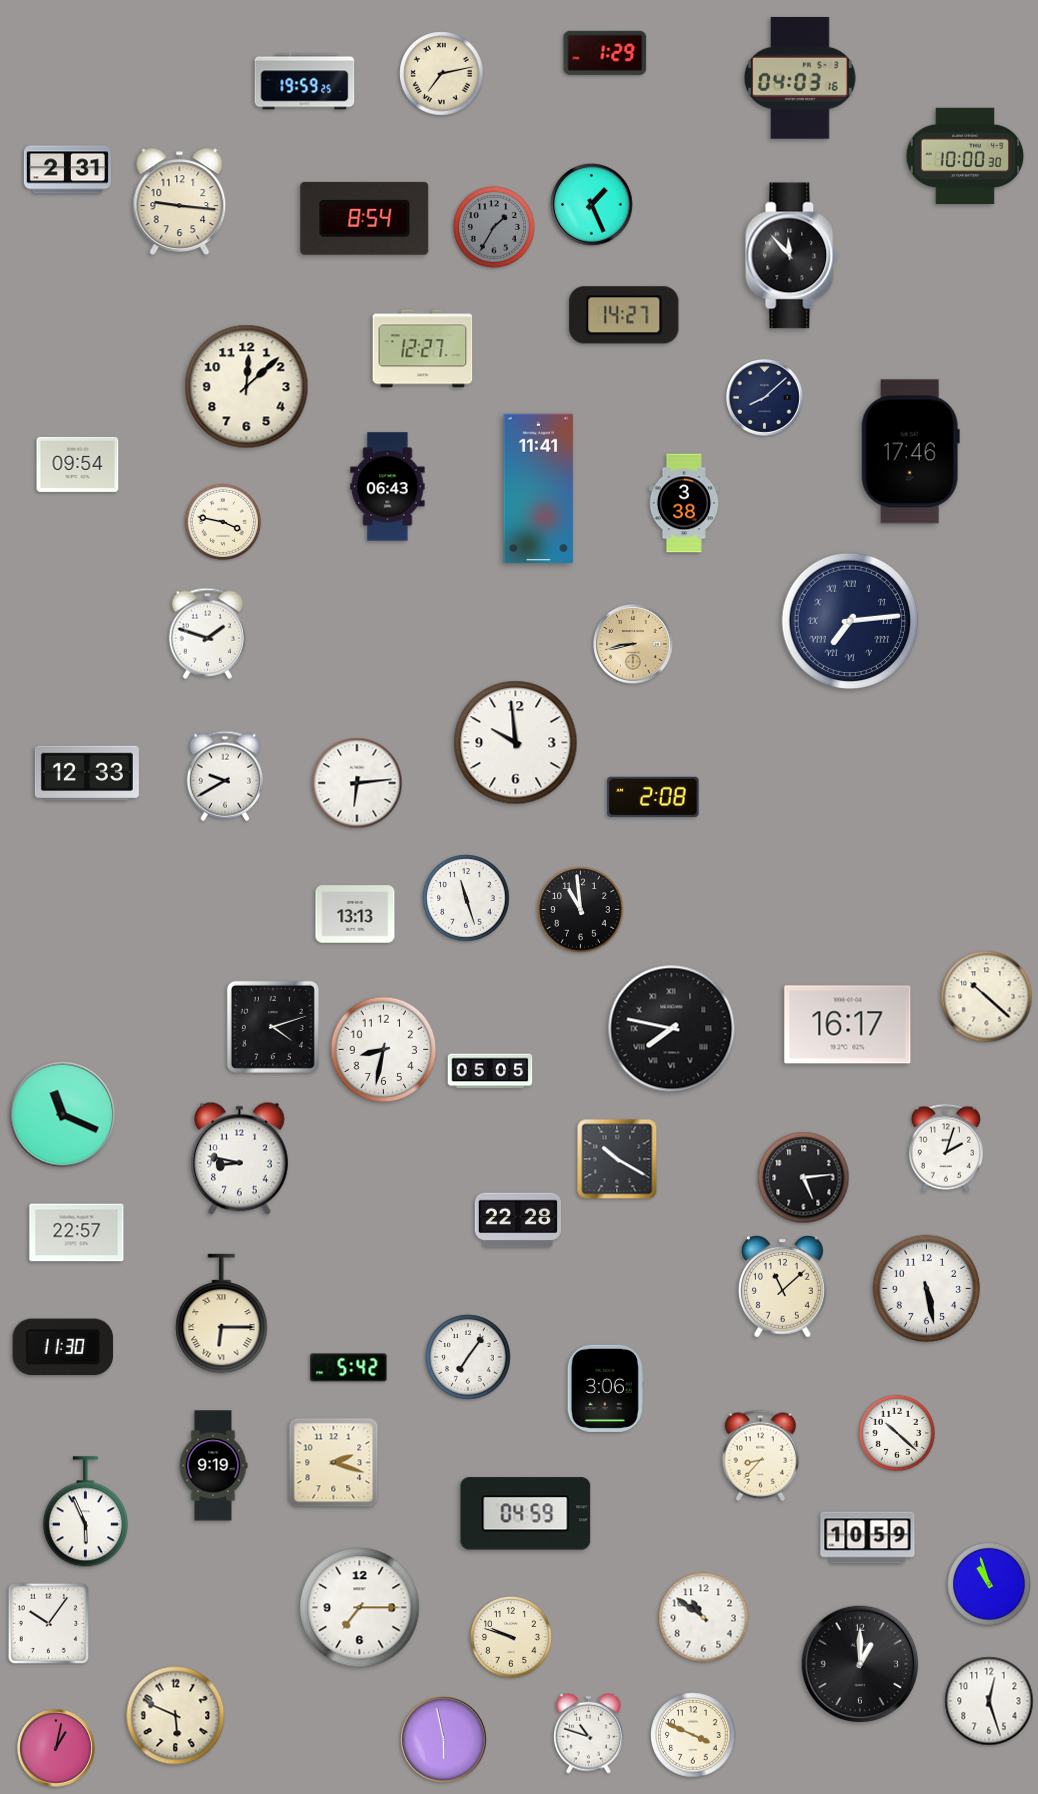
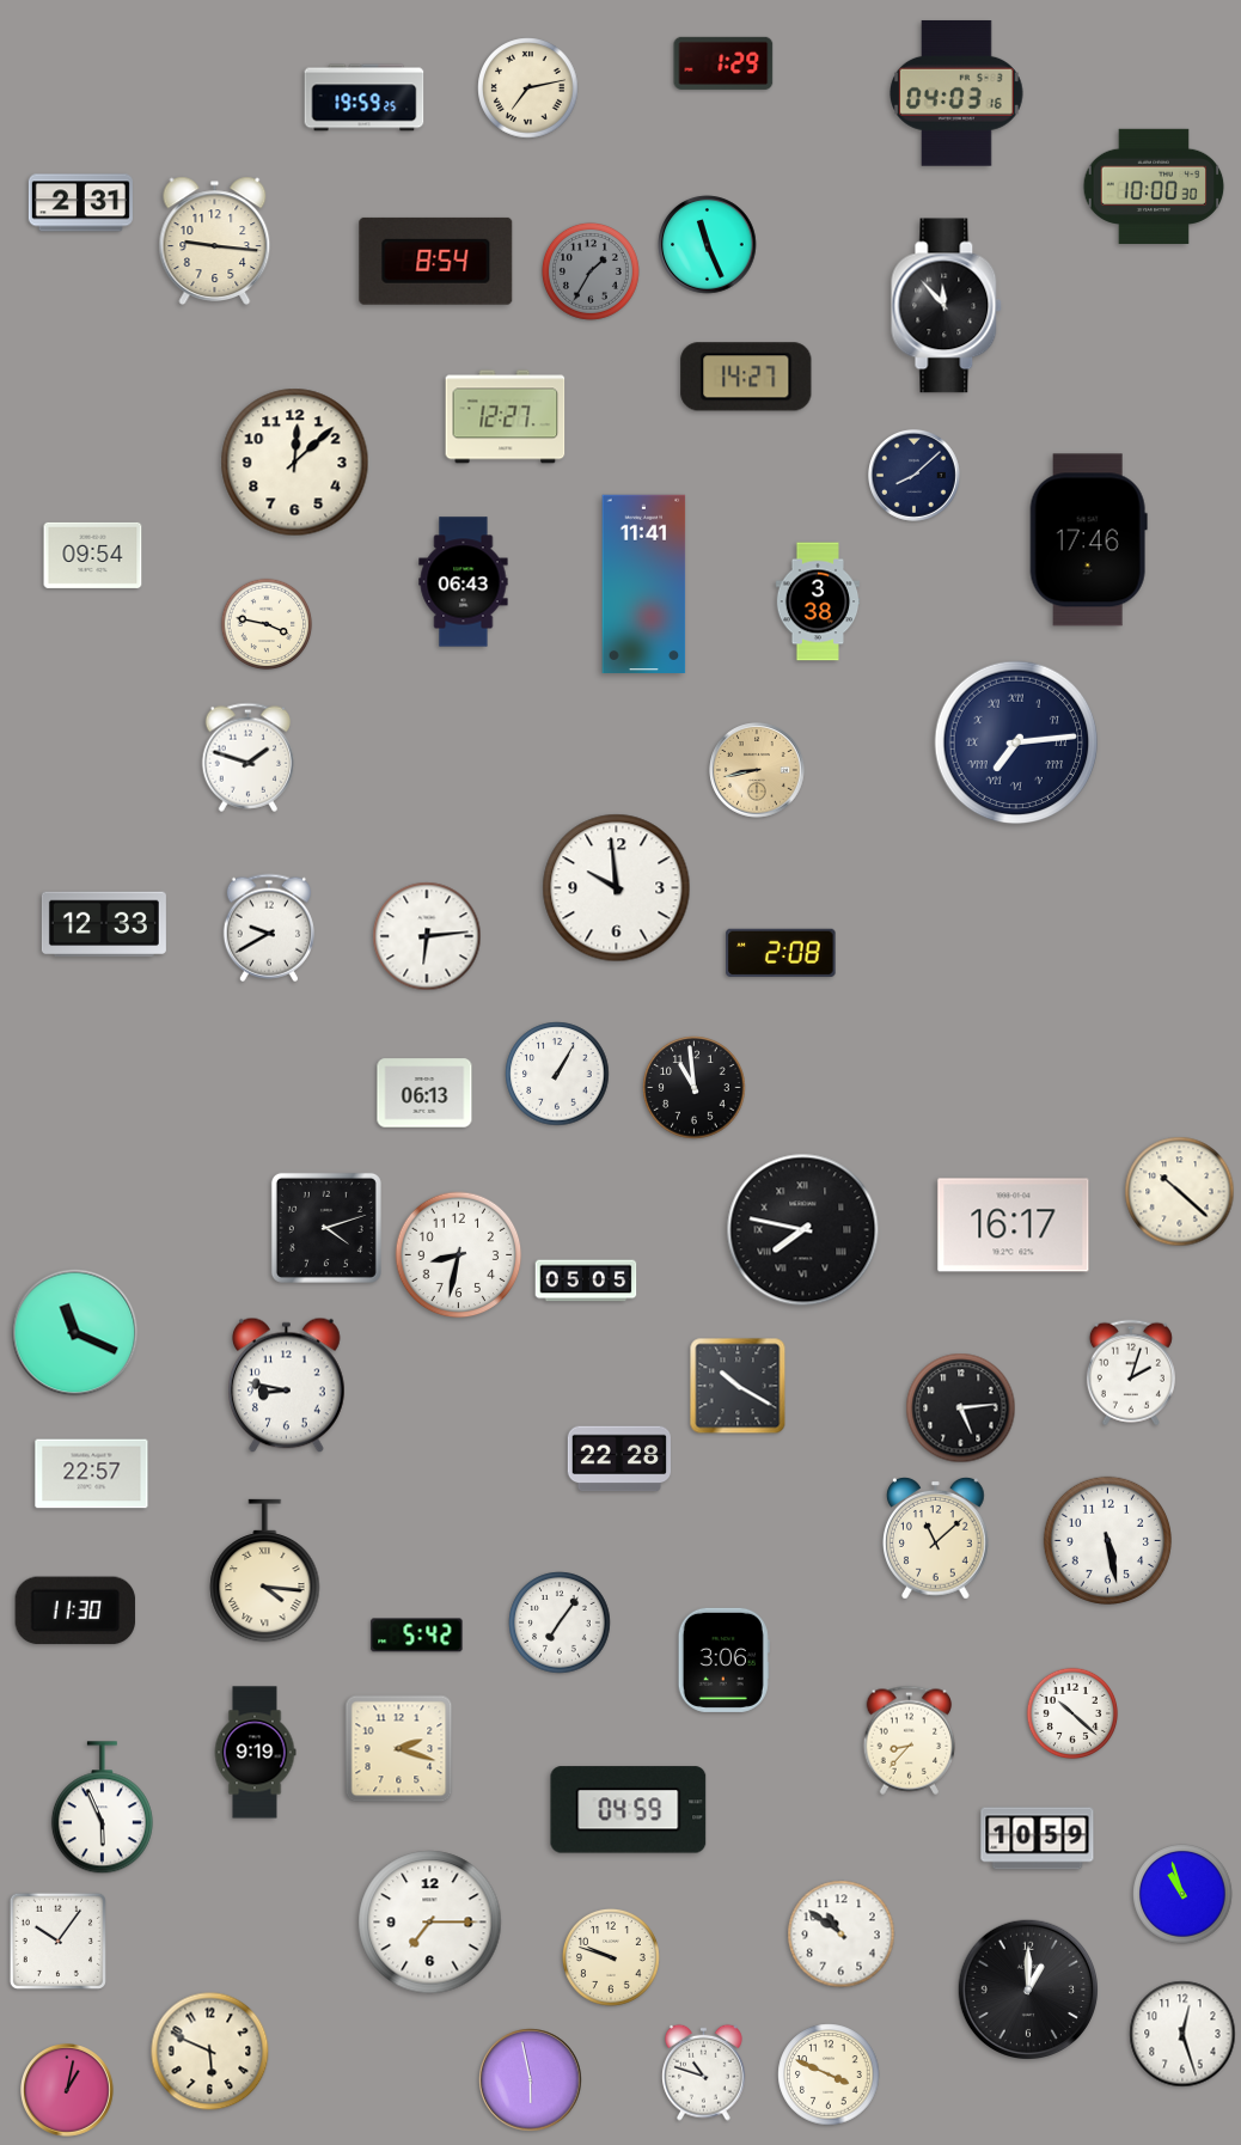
clock at (592, 205): 1:26 -> 11:26
clock at (466, 898): 11:27 -> 1:05
clock at (355, 914): 13:13 -> 06:13
clock at (222, 1314): 6:15 -> 4:16
